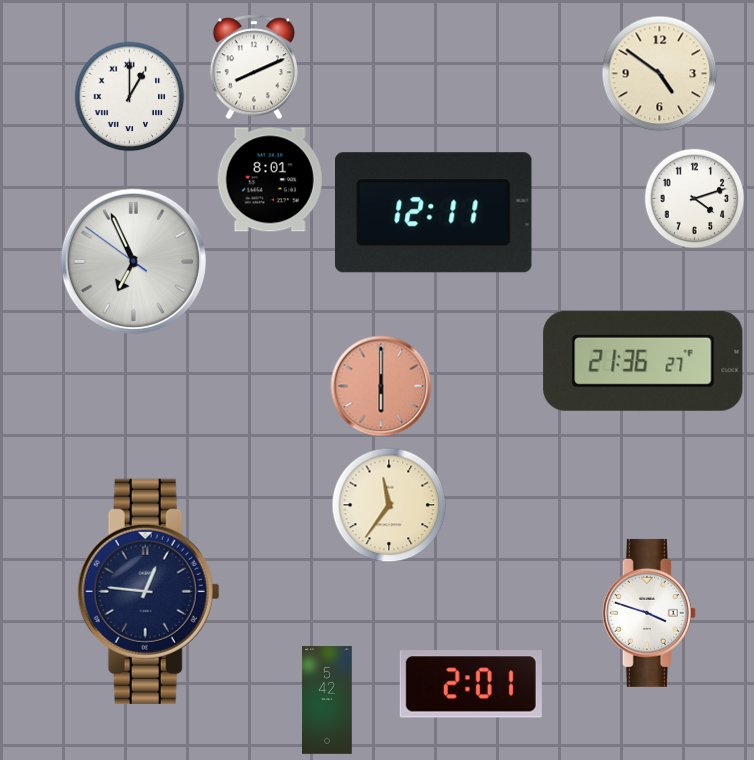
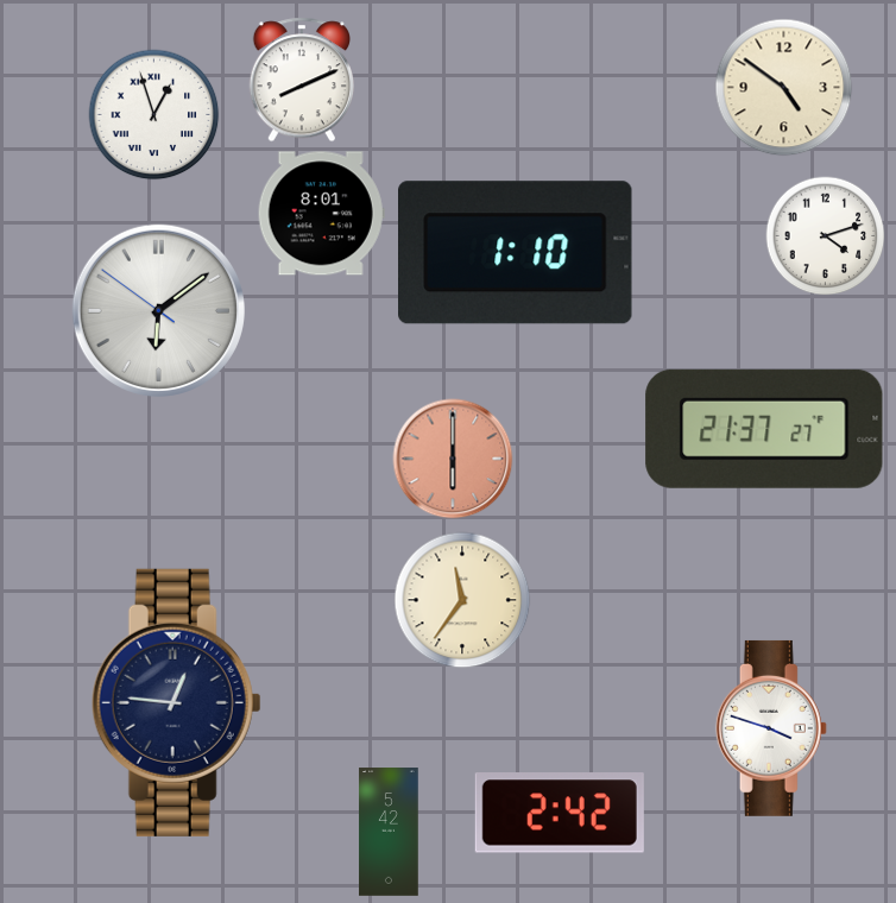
clock at (130, 97): 1:00 -> 12:57
clock at (434, 213): 12:11 -> 1:10
clock at (133, 261): 6:55 -> 6:08
clock at (643, 361): 21:36 -> 21:37
clock at (471, 684): 2:01 -> 2:42
